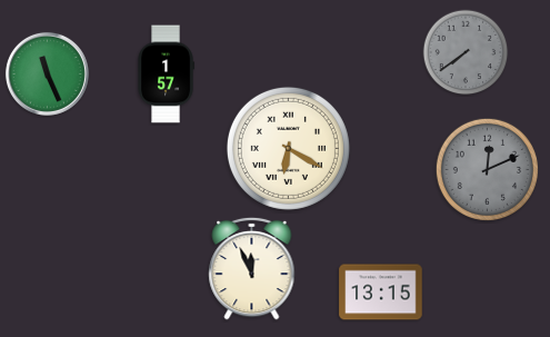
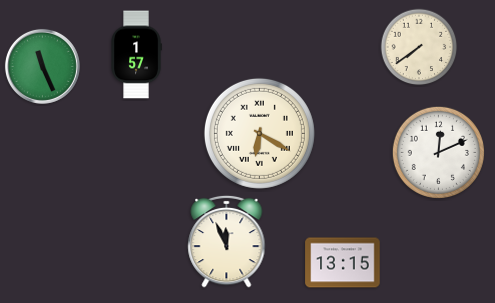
clock at (466, 52) dial: grey -> cream
clock at (166, 75) position: (166, 75) -> (136, 55)
clock at (487, 169) dial: grey -> white
